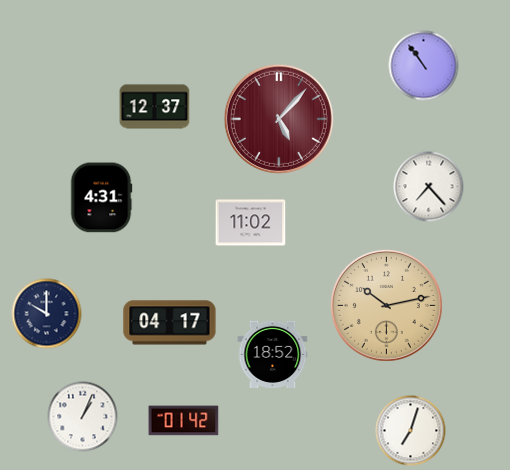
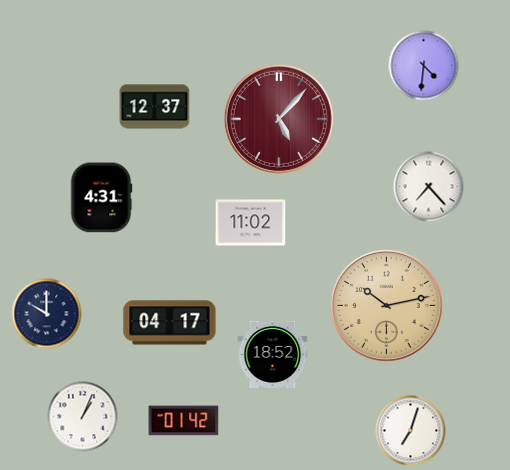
clock at (424, 66): 10:54 -> 4:31
